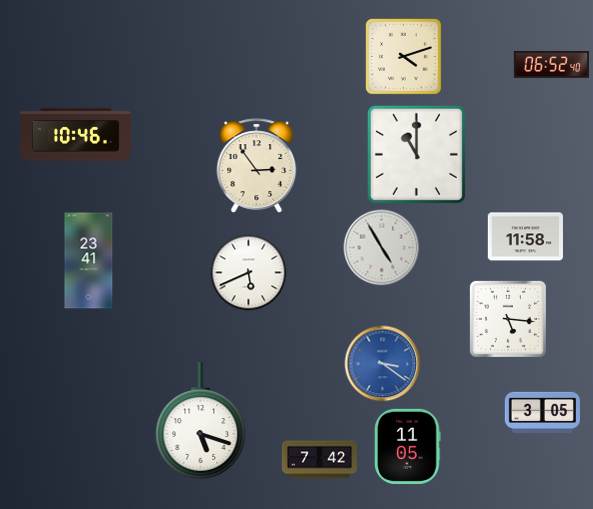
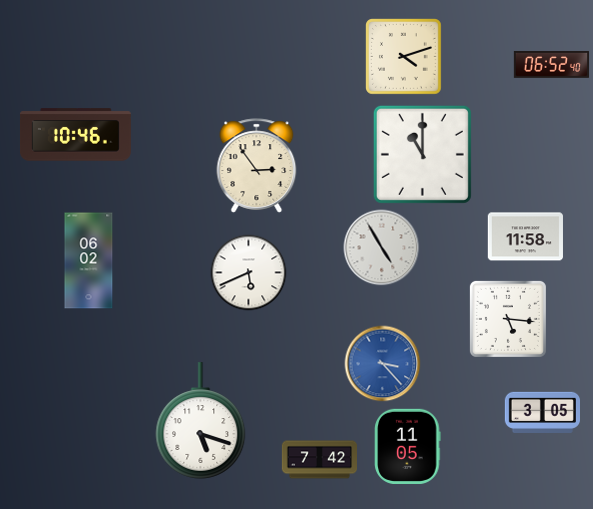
clock at (416, 154) position: (416, 154) -> (422, 154)
clock at (89, 261): 23:41 -> 06:02
clock at (383, 364): 3:21 -> 3:23
